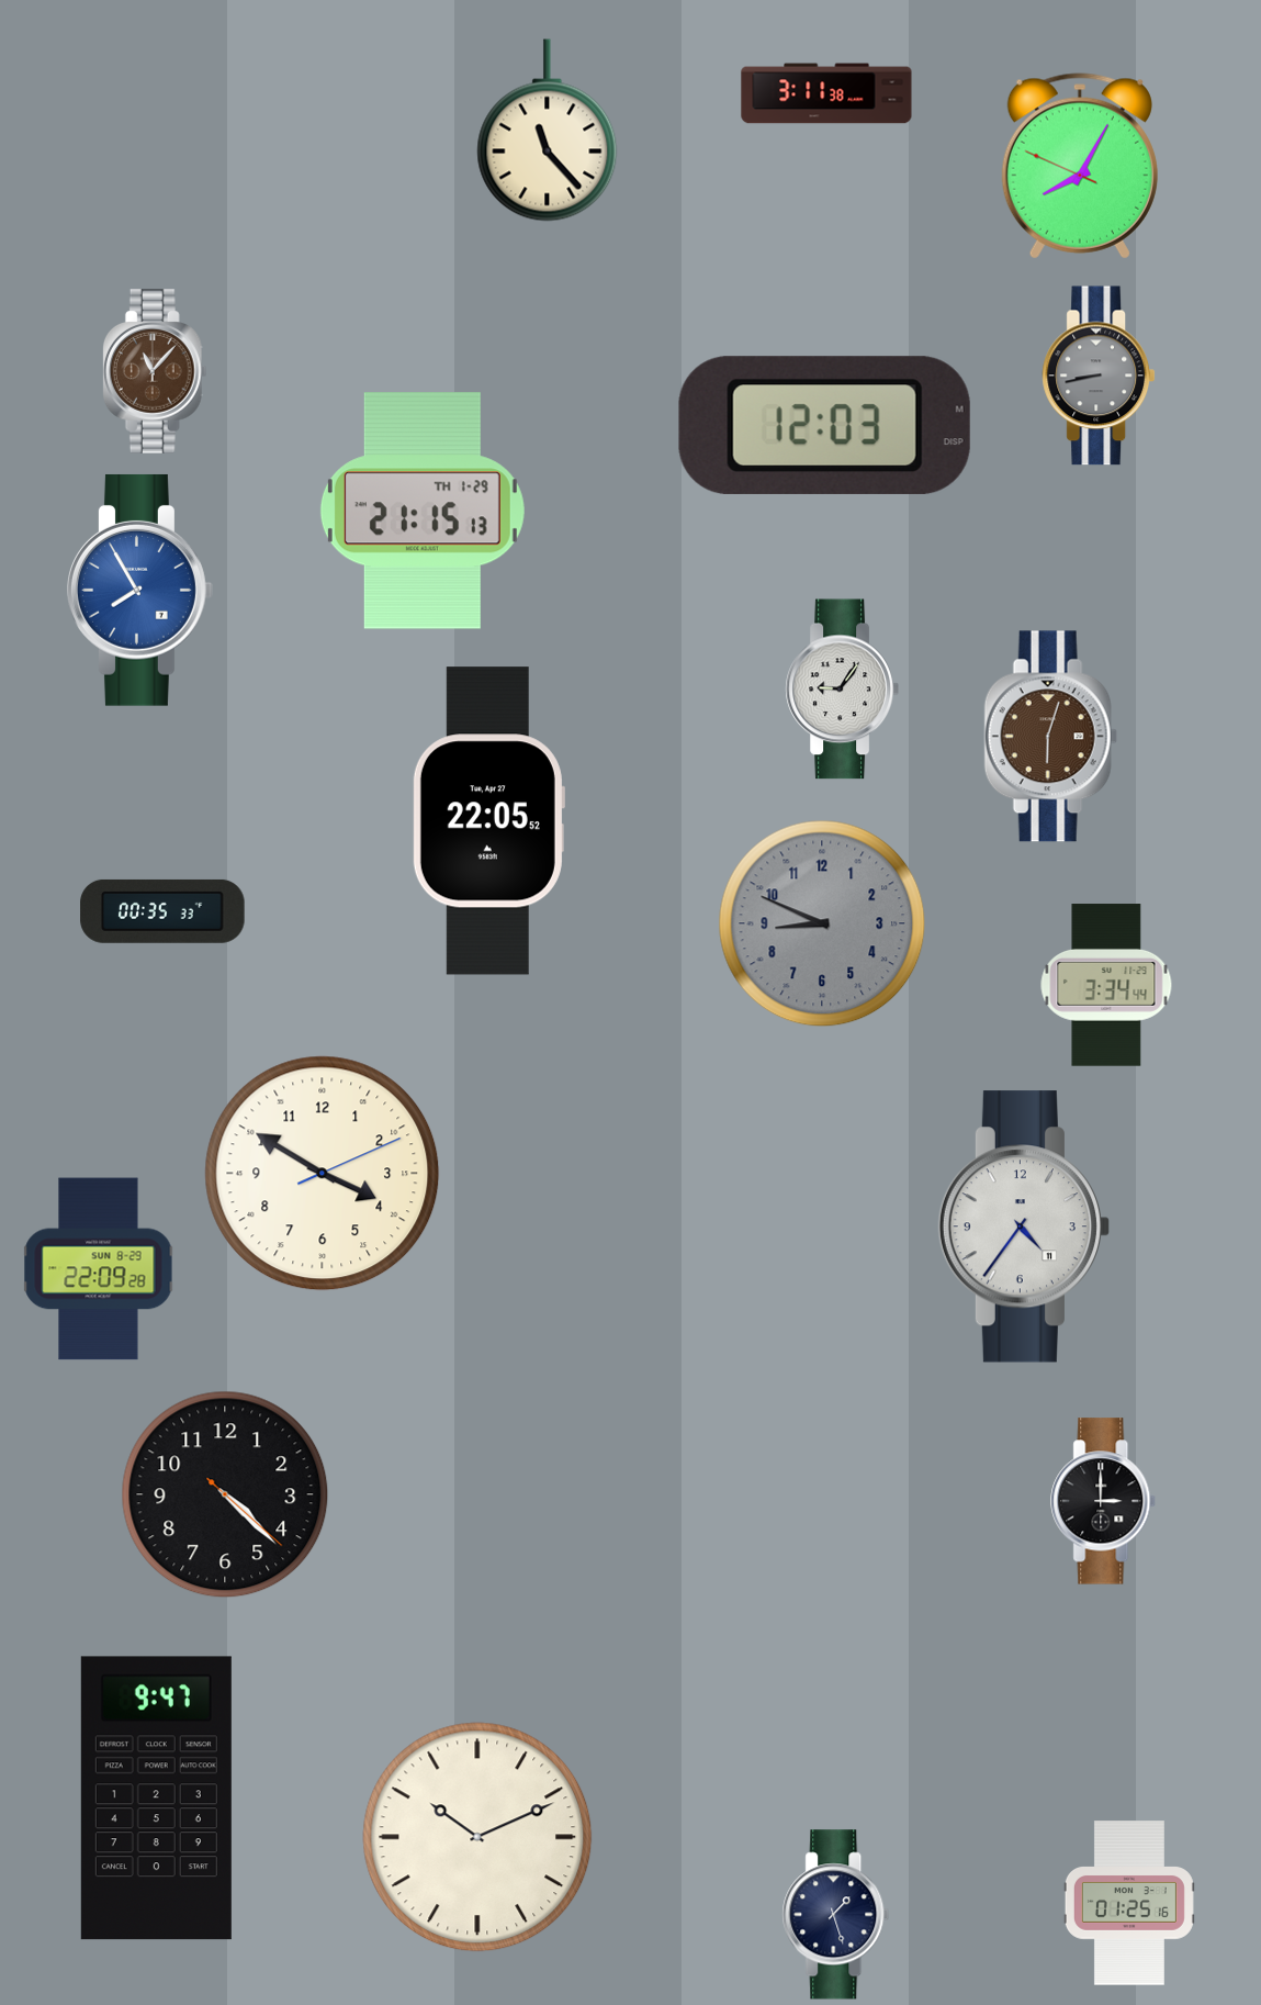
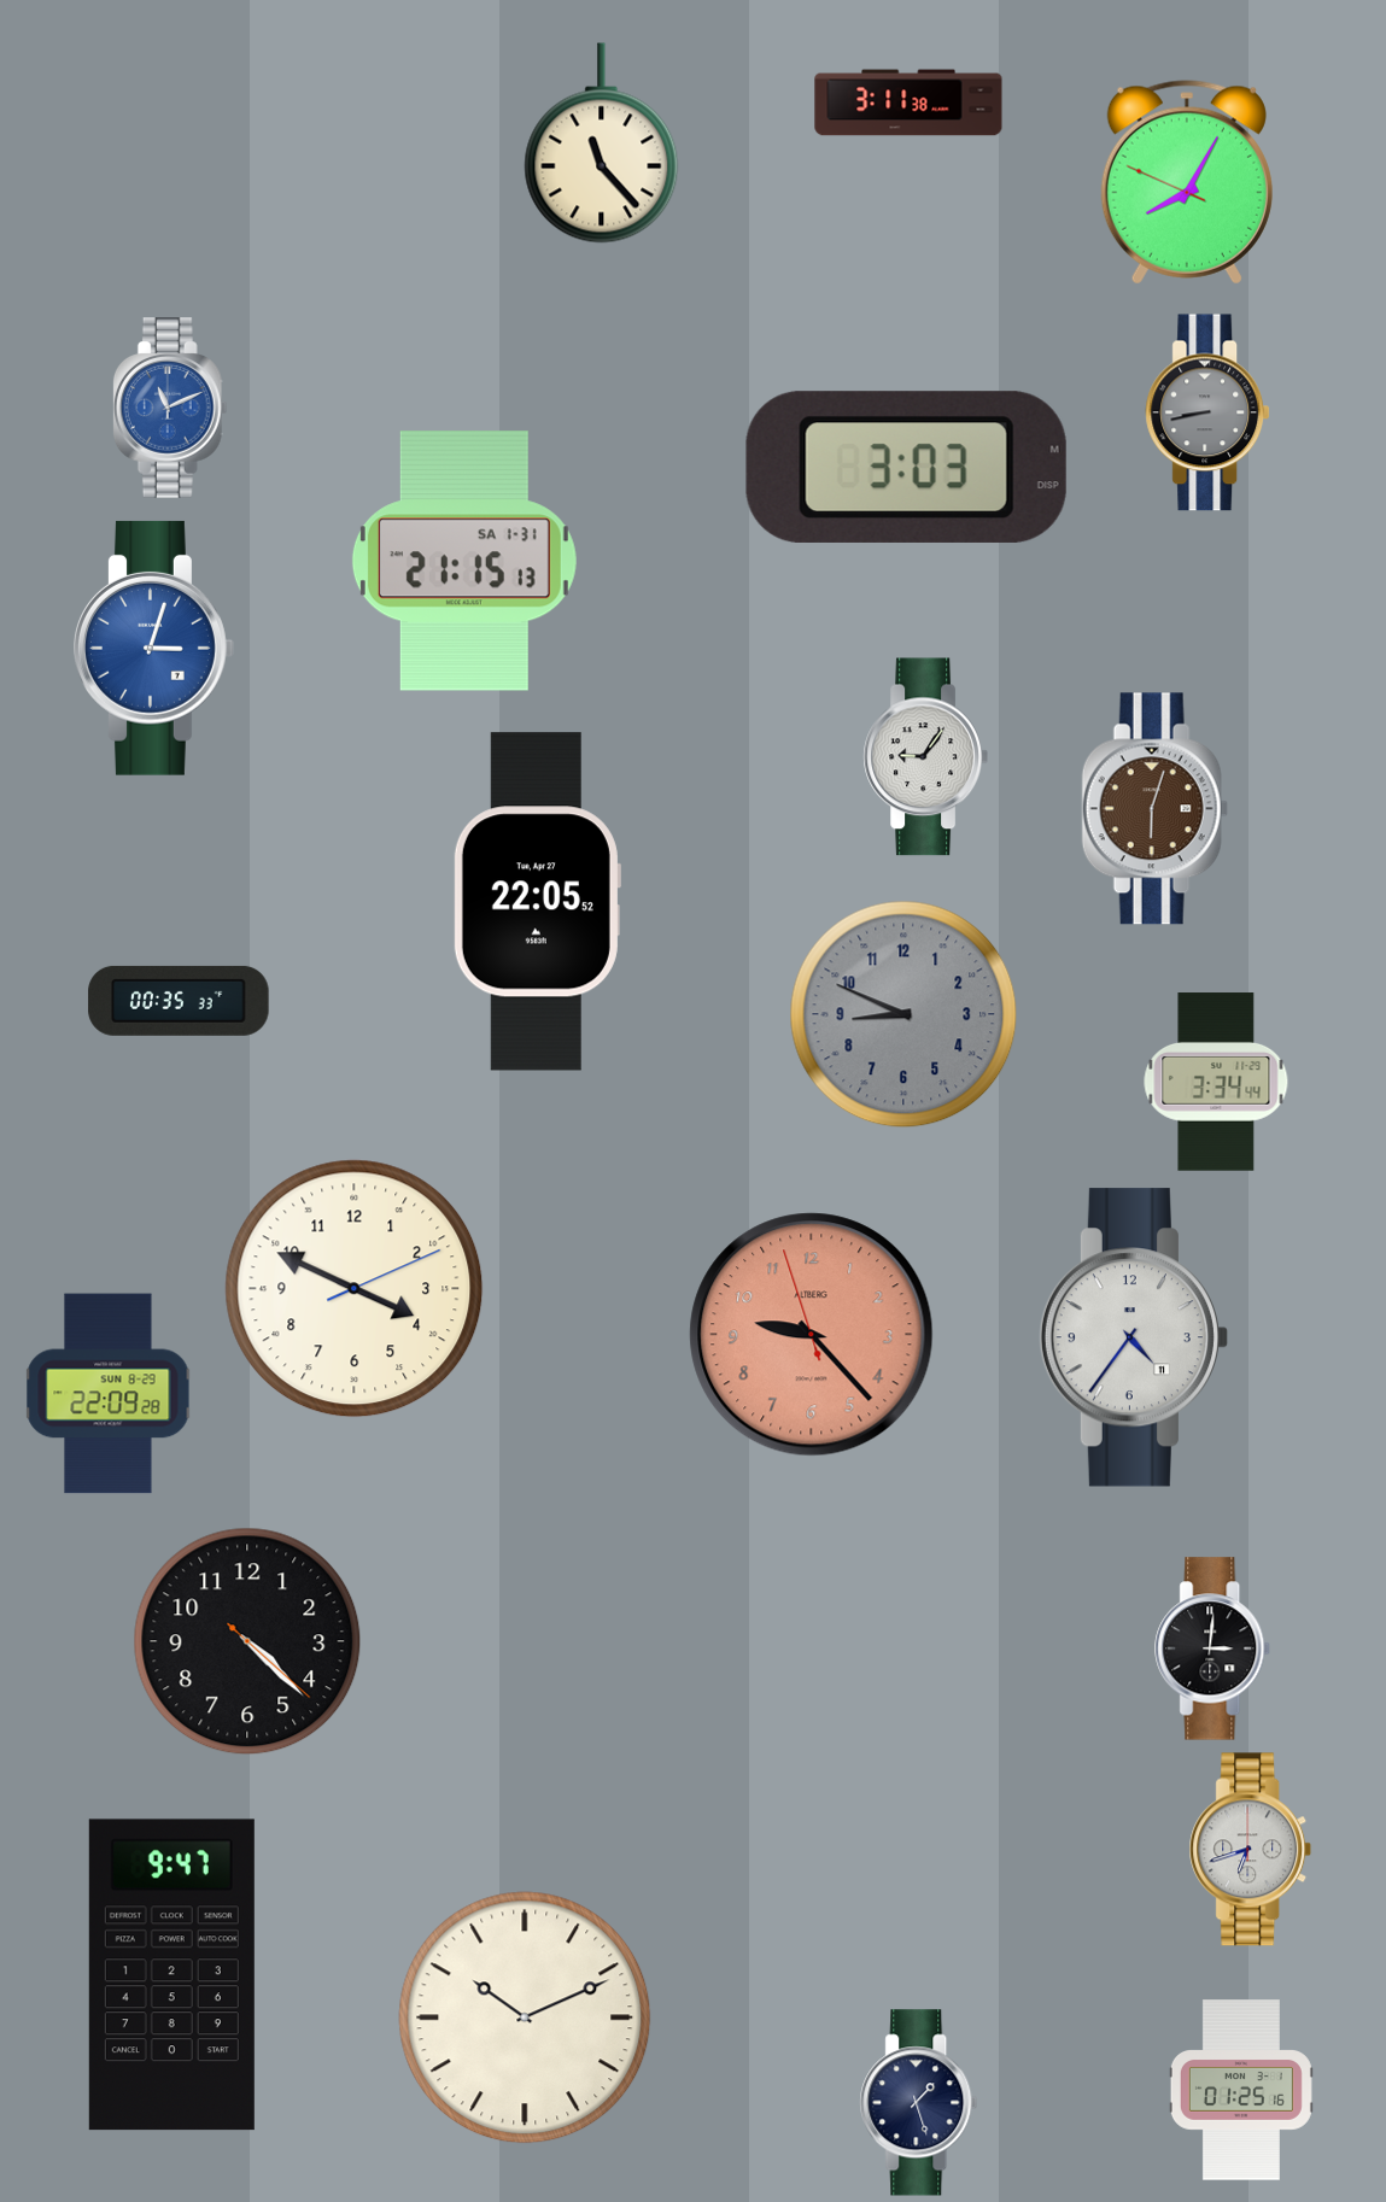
clock at (155, 371): 11:07 -> 11:11
clock at (155, 371) dial: brown -> blue
clock at (824, 425): 12:03 -> 3:03
clock at (423, 511) date: TH 1-29 -> SA 1-31
clock at (140, 590): 7:55 -> 3:03
clock at (323, 1174): 3:50 -> 3:49
clock at (812, 1335): none -> 9:22
clock at (1023, 1226) position: (1023, 1226) -> (1133, 1337)
clock at (1104, 1501): 3:00 -> 3:01
clock at (1251, 1850): none -> 6:42
